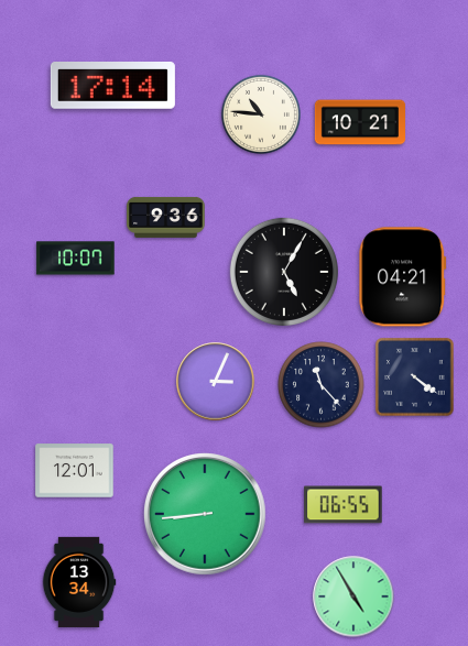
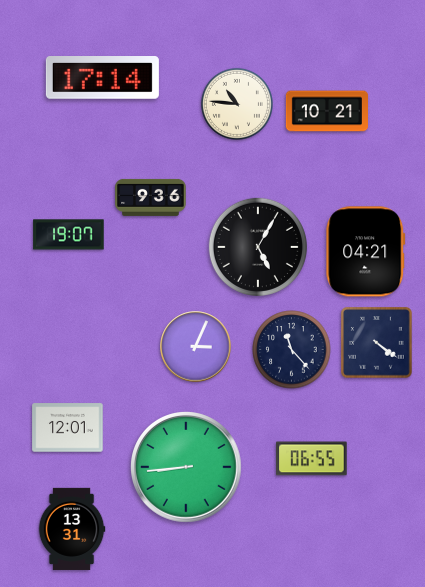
clock at (76, 259): 10:07 -> 19:07
clock at (79, 582): 13:34 -> 13:31
clock at (353, 596): 4:55 -> none
